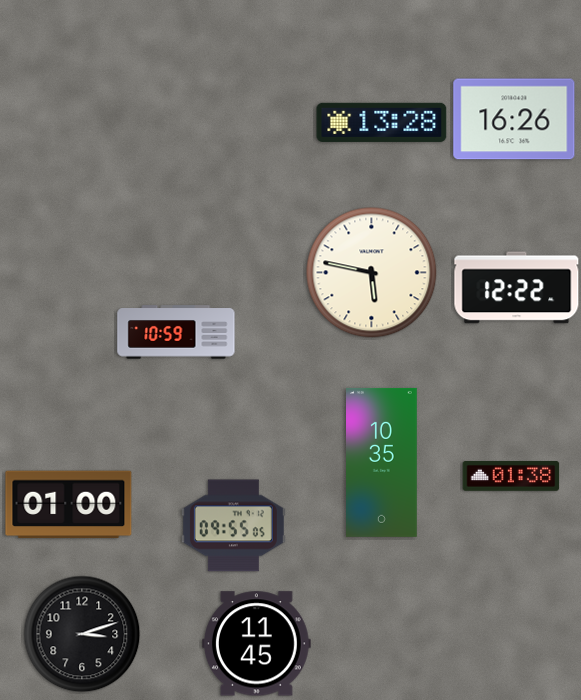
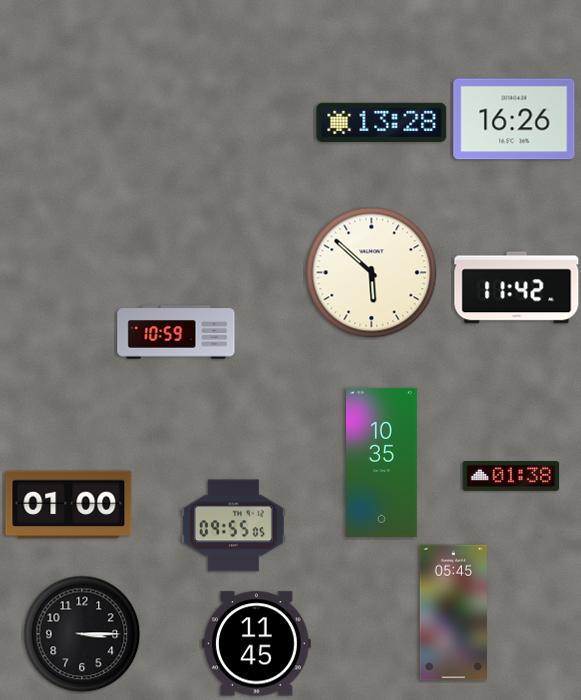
clock at (372, 273): 5:47 -> 5:52
clock at (517, 288): 12:22 -> 11:42
clock at (453, 613): none -> 05:45
clock at (82, 634): 3:12 -> 3:15
